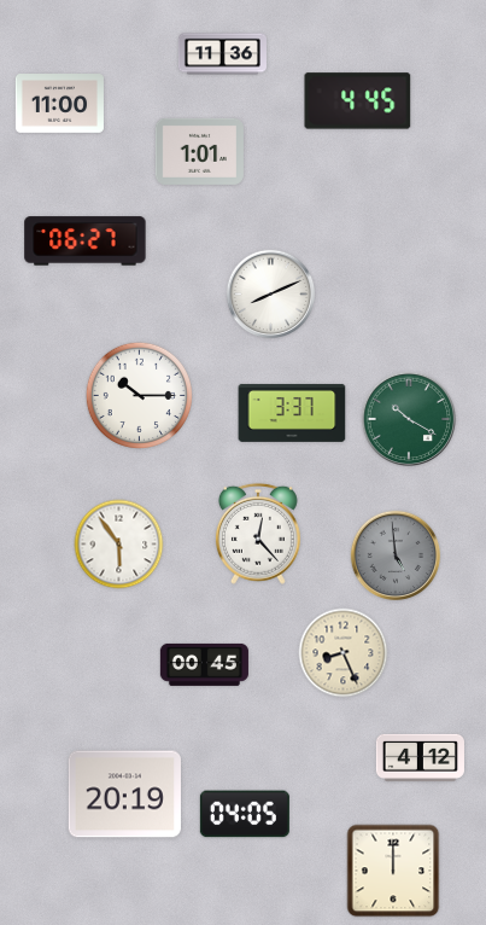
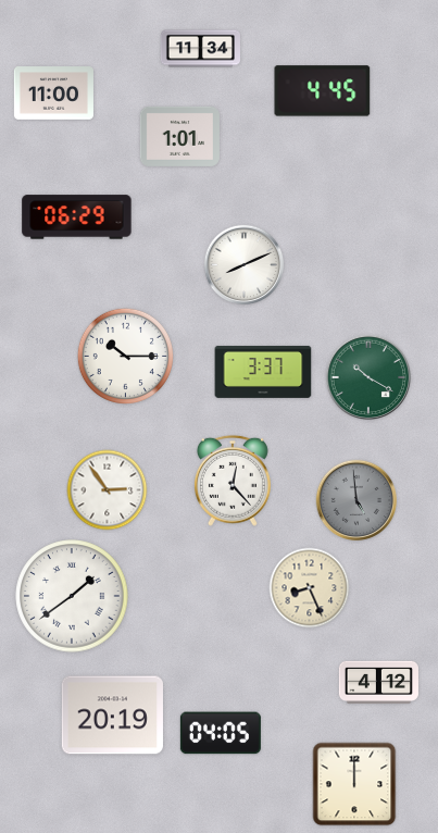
clock at (222, 54): 11:36 -> 11:34
clock at (86, 242): 06:27 -> 06:29
clock at (119, 545): 5:54 -> 2:54
clock at (72, 596): none -> 1:39
clock at (204, 664): 00:45 -> none
